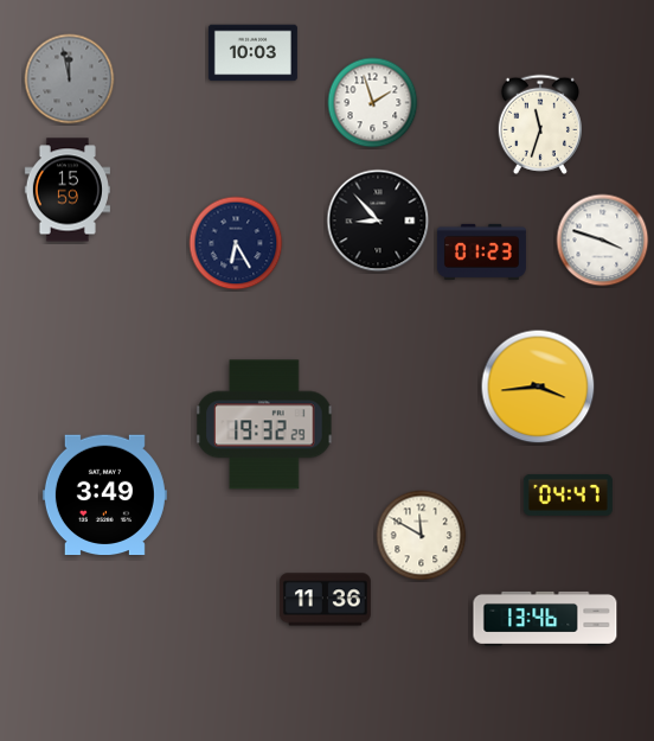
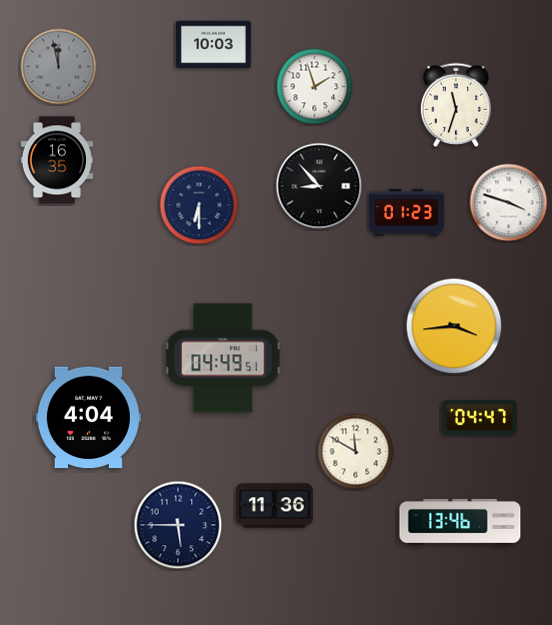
clock at (68, 190): 15:59 -> 16:35
clock at (236, 243): 6:25 -> 6:30
clock at (264, 424): 19:32 -> 04:49
clock at (104, 496): 3:49 -> 4:04
clock at (178, 525): none -> 5:45
